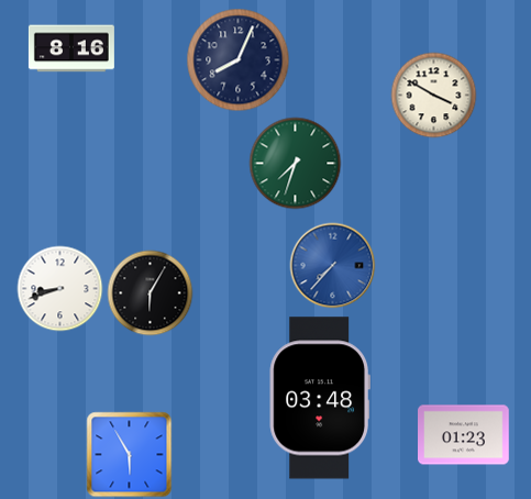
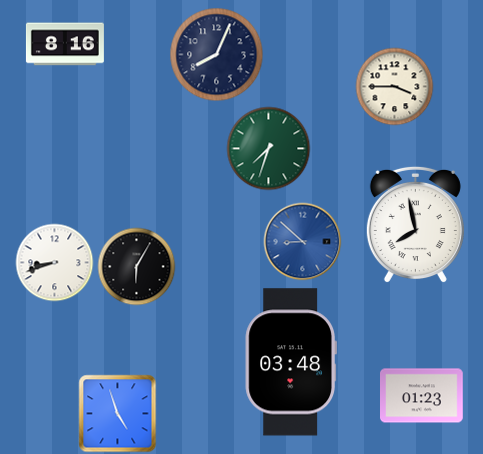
clock at (433, 95): 3:50 -> 3:45
clock at (415, 224): none -> 7:58
clock at (332, 265): 7:37 -> 8:52
clock at (129, 454): 5:55 -> 4:57
